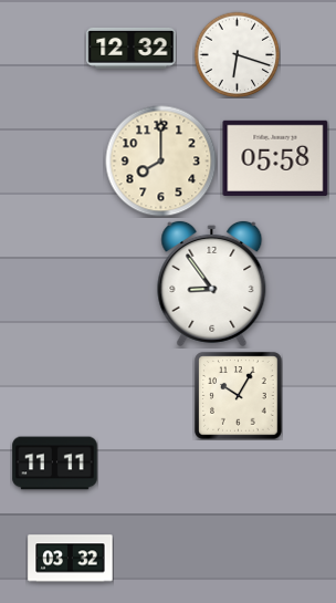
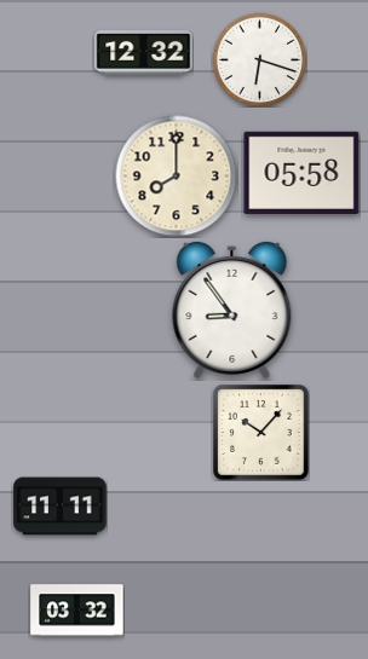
clock at (239, 396): 10:05 -> 10:07
